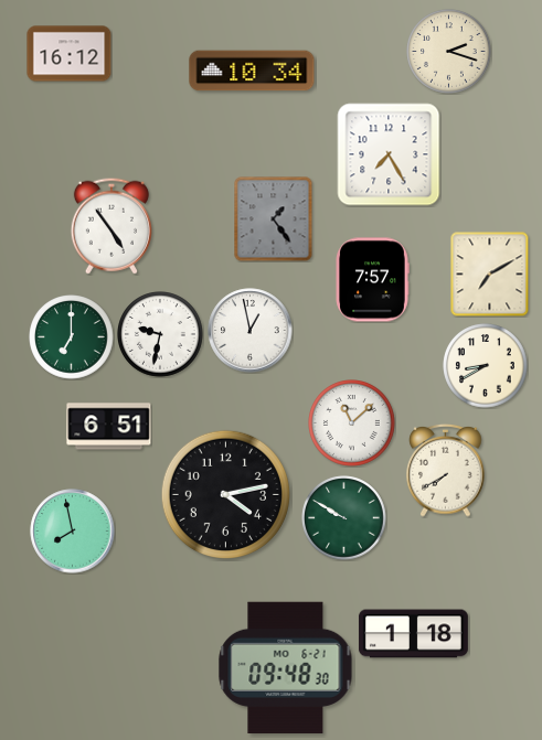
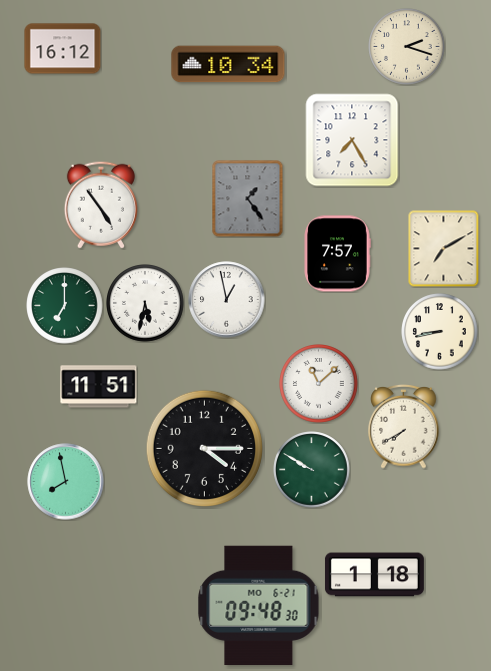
clock at (160, 334): 9:32 -> 5:32
clock at (486, 366): 8:40 -> 8:43
clock at (109, 427): 6:51 -> 11:51
clock at (225, 494): 4:13 -> 4:15
